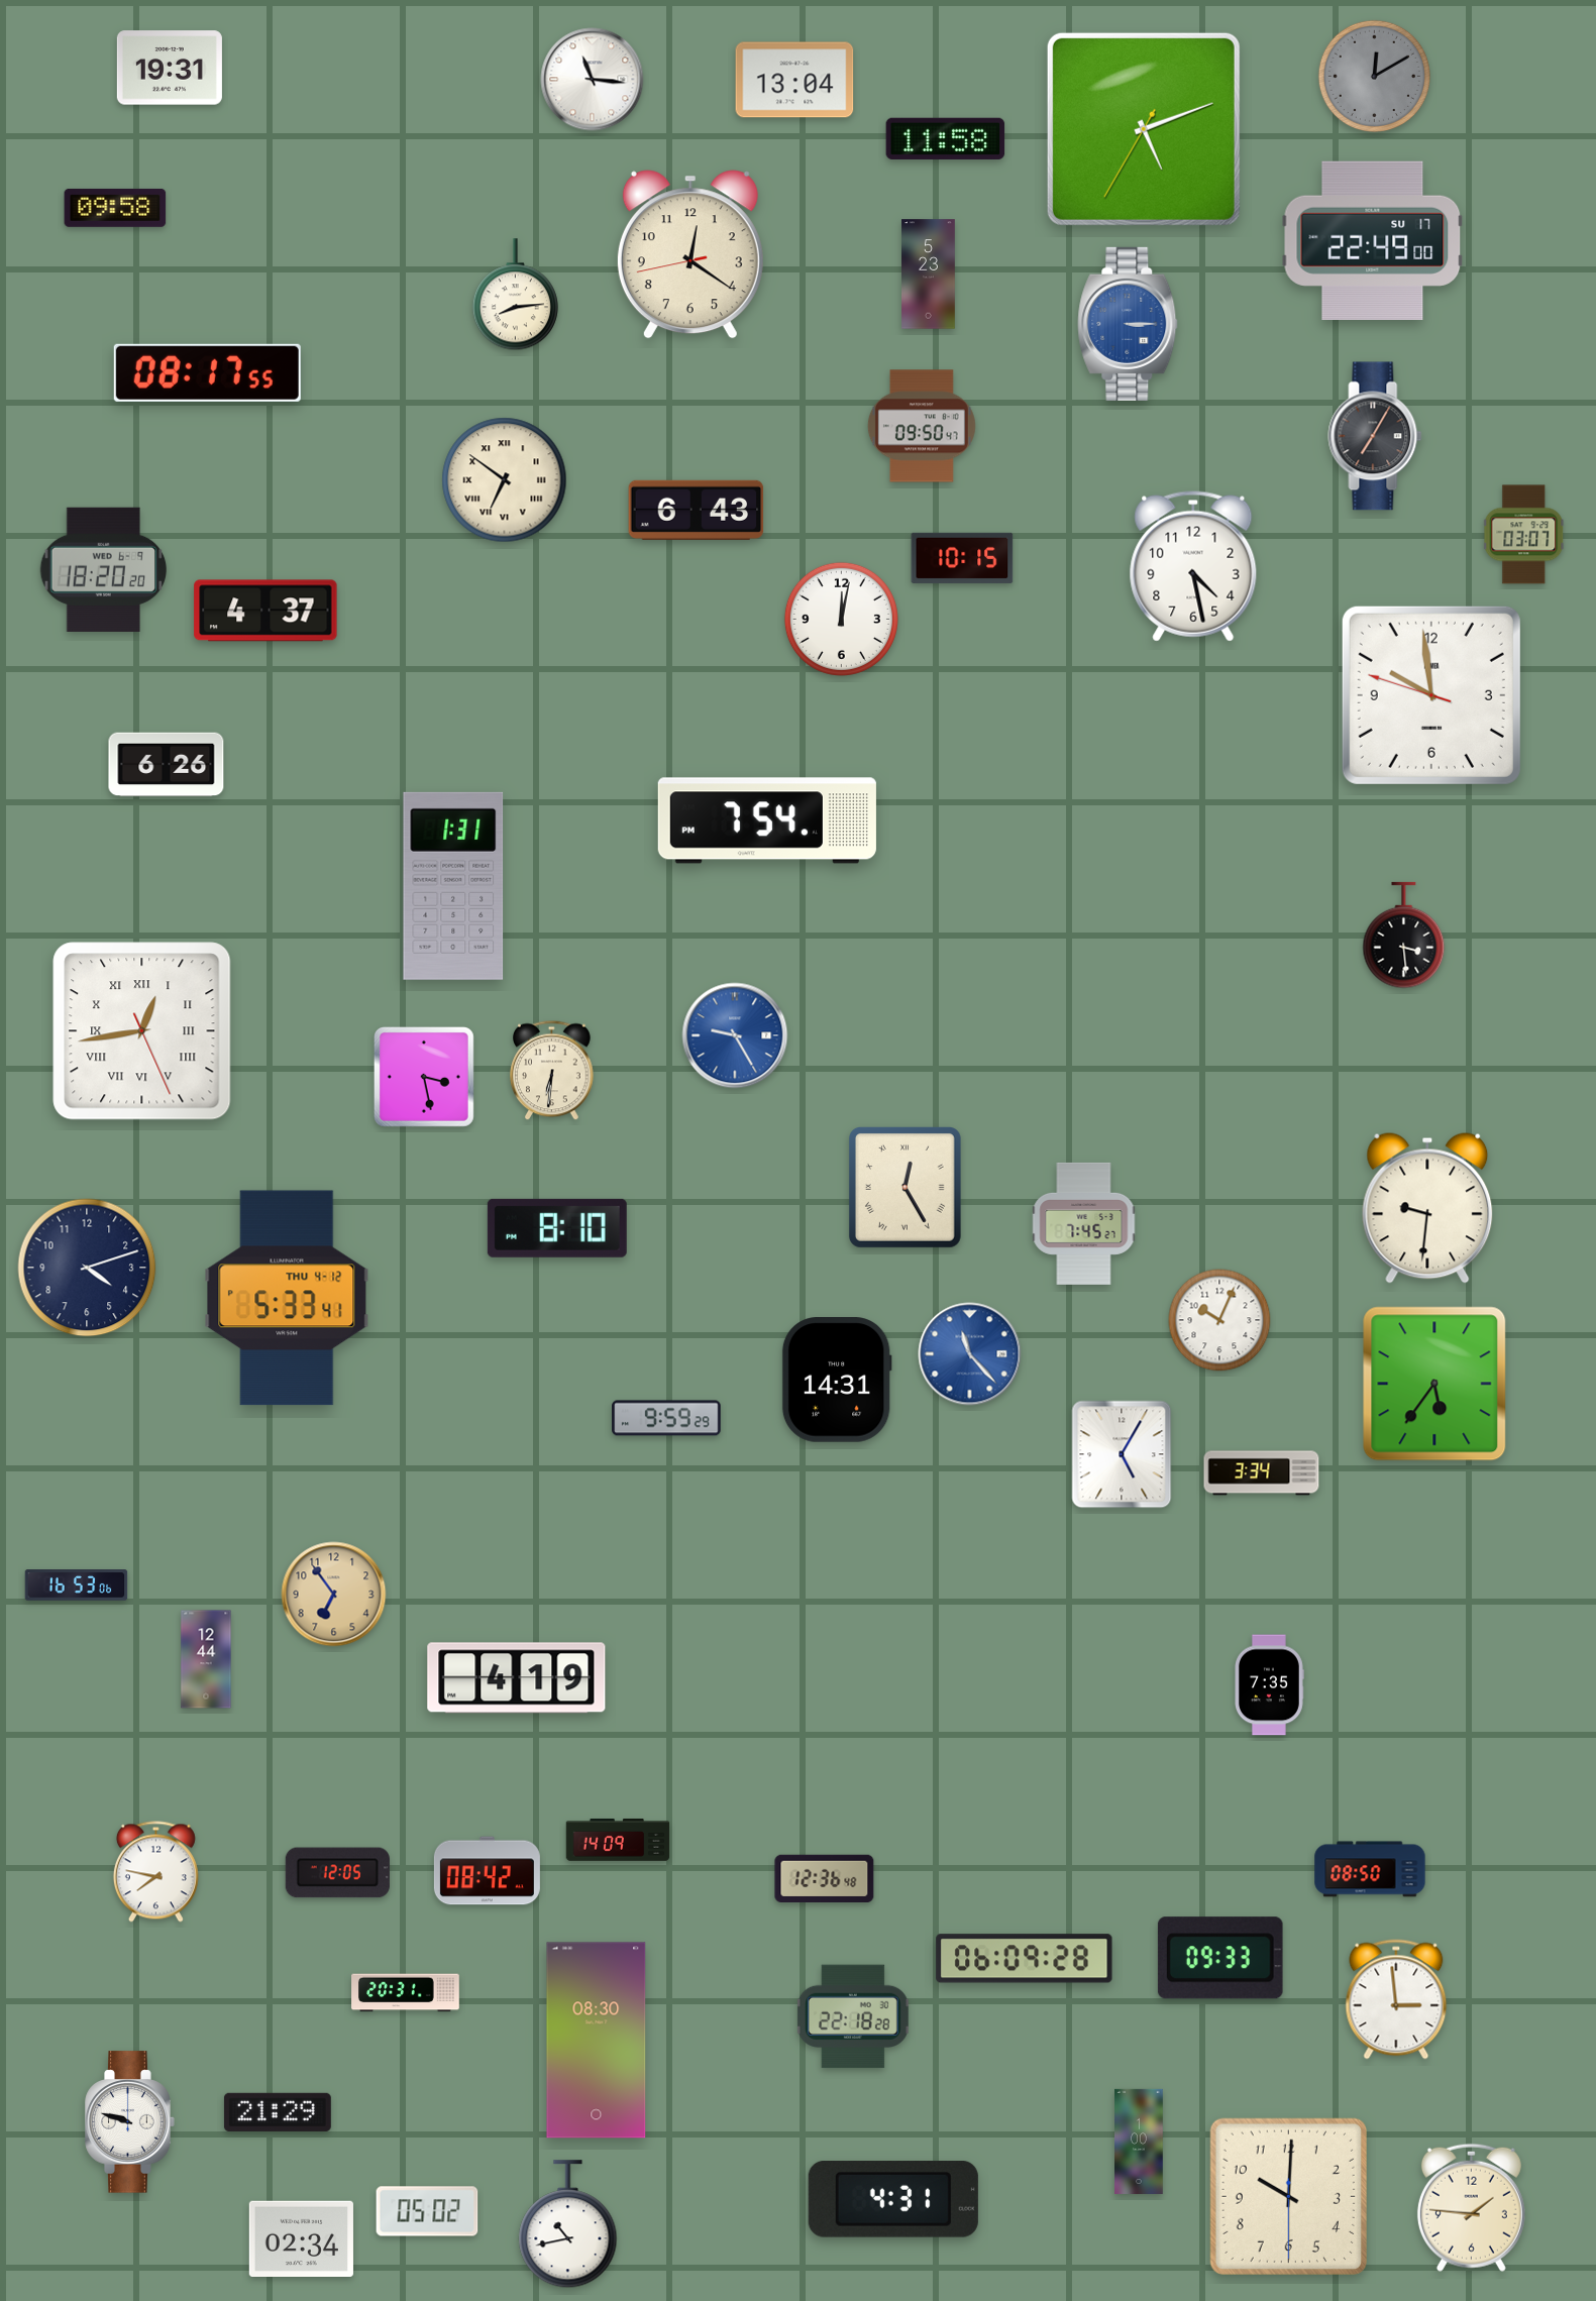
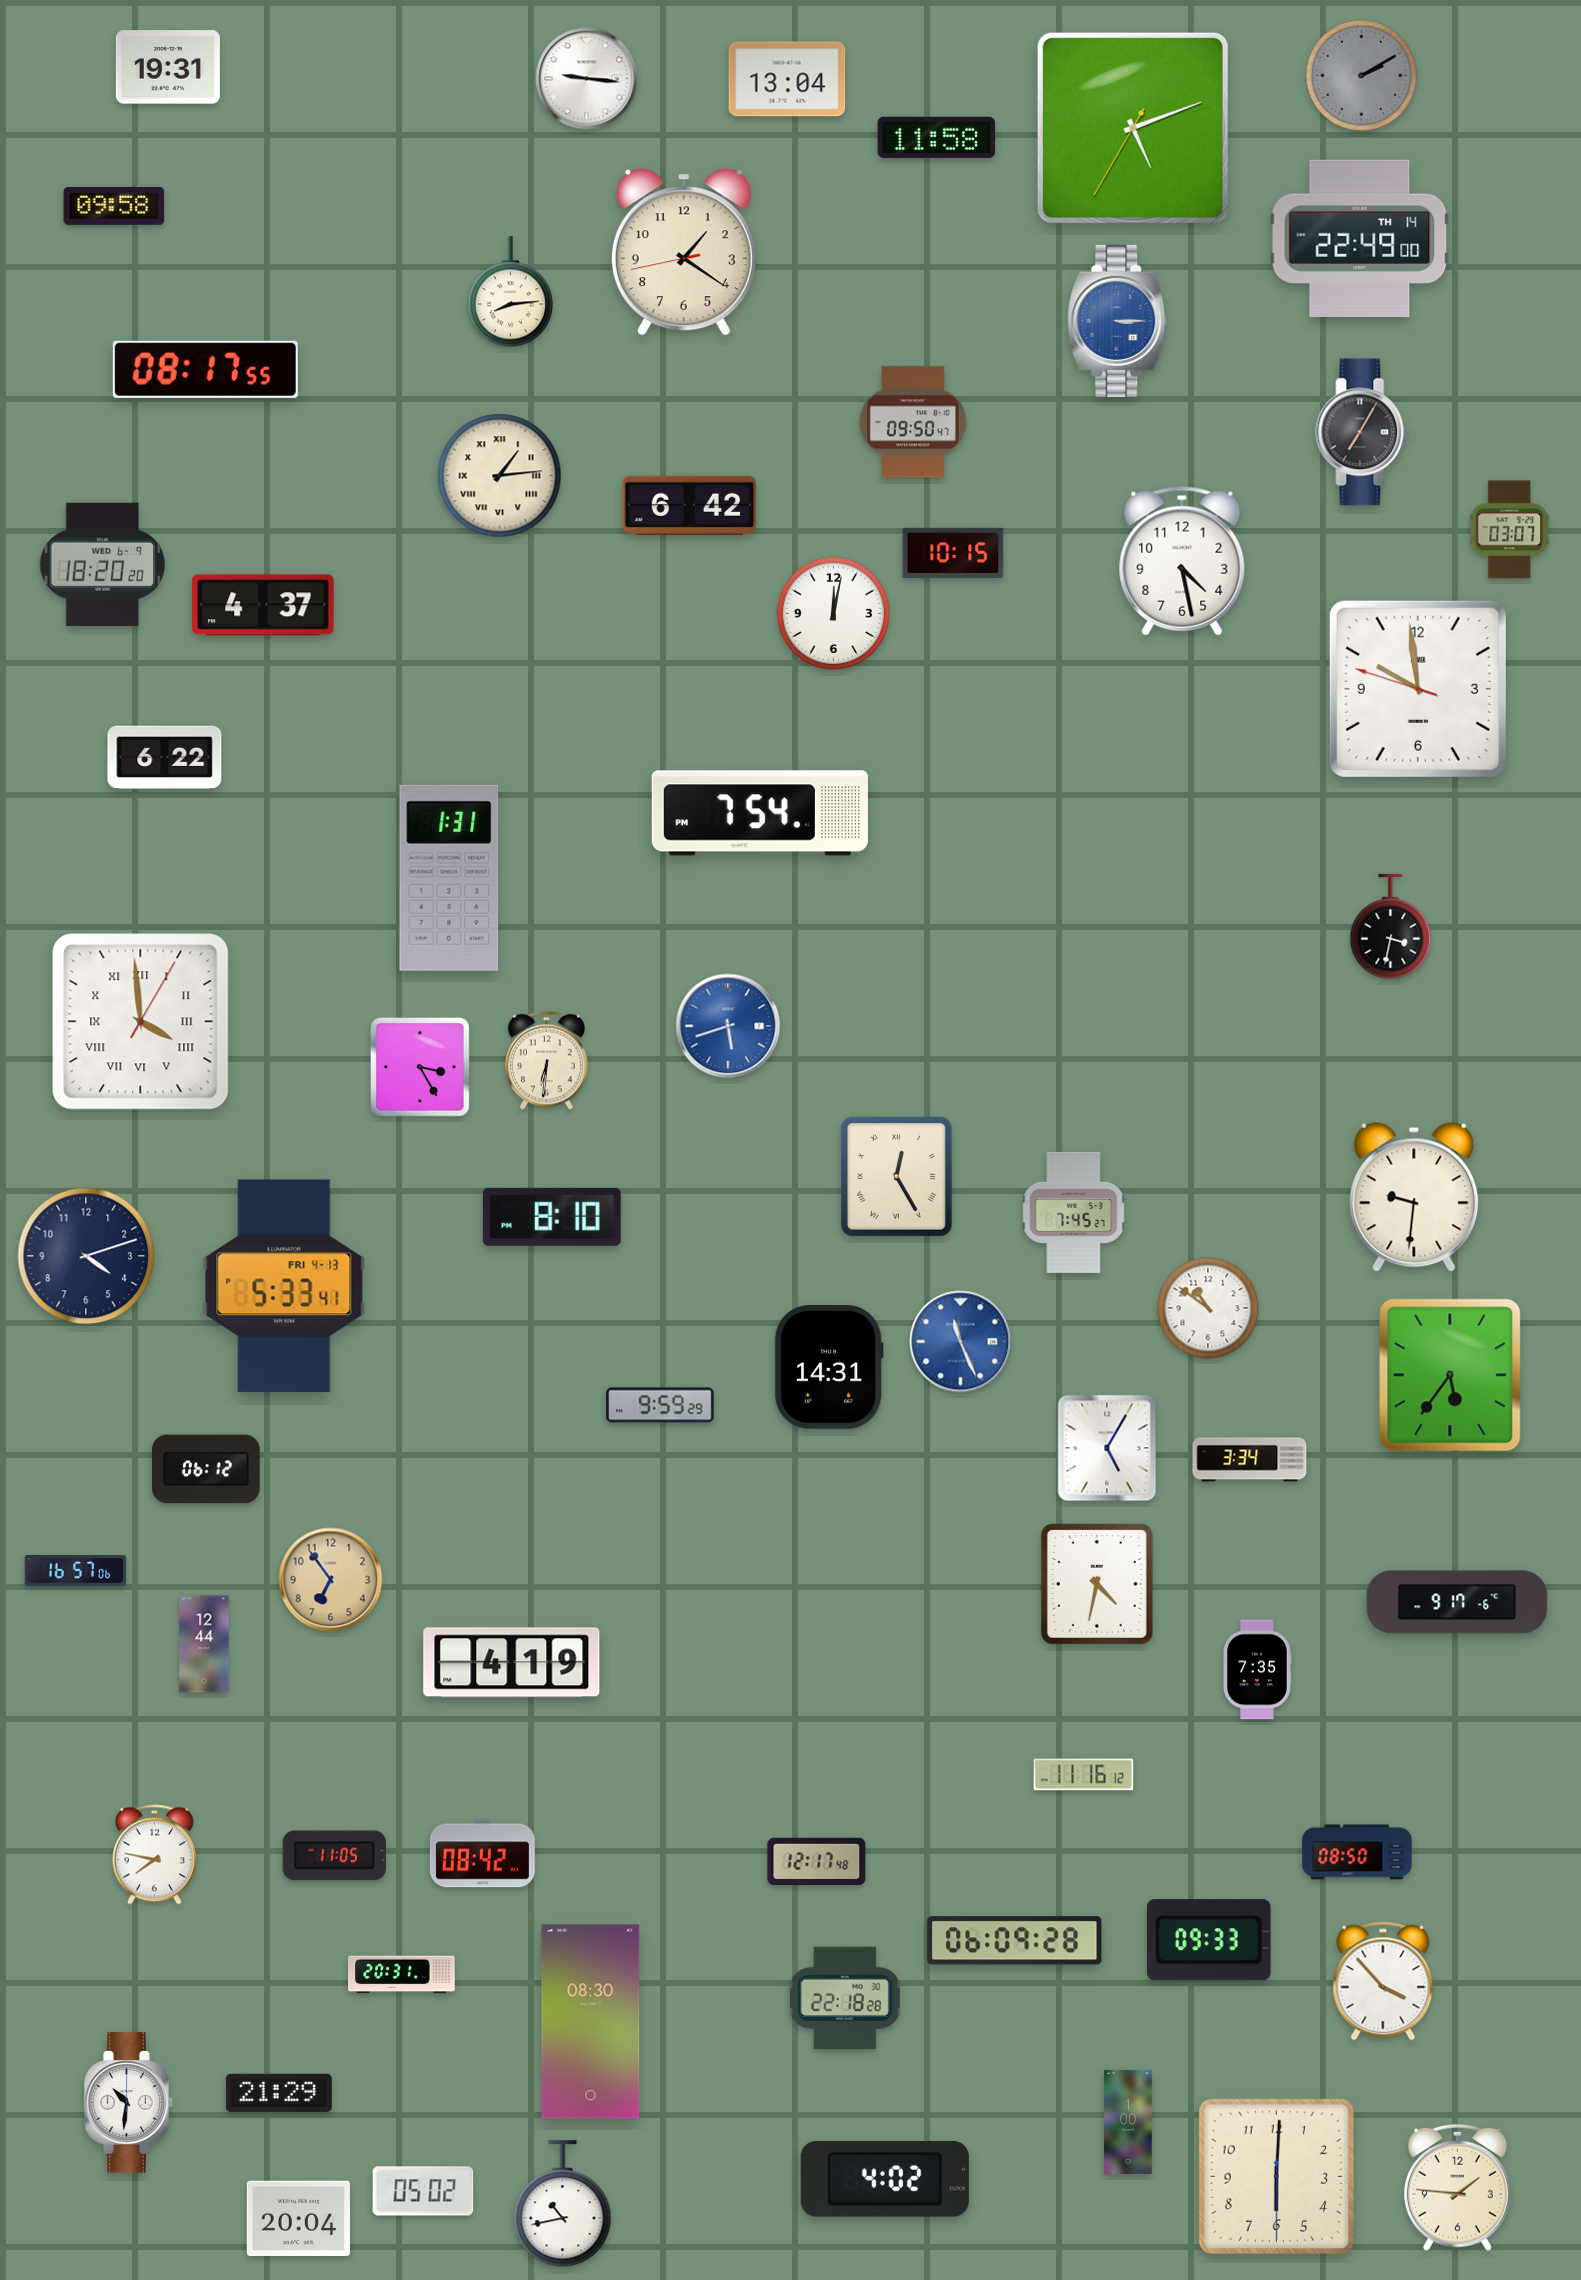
clock at (1374, 76): 12:10 -> 2:10
clock at (593, 80): 11:16 -> 9:16
clock at (1373, 240) date: SU 17 -> TH 14
clock at (690, 254): 12:20 -> 1:20
clock at (929, 275): 5:23 -> none
clock at (505, 480): 6:51 -> 1:14
clock at (697, 510): 6:43 -> 6:42
clock at (167, 765): 6:26 -> 6:22
clock at (1404, 936): 3:29 -> 3:32
clock at (142, 1031): 12:43 -> 3:59
clock at (735, 1035): 9:25 -> 5:42
clock at (424, 1077): 3:28 -> 3:25
clock at (287, 1298) date: THU 4-12 -> FRI 4-13
clock at (1219, 1320): 10:04 -> 10:51
clock at (970, 1354): 11:23 -> 11:26
clock at (1434, 1384) position: (1434, 1384) -> (1450, 1375)
clock at (1122, 1454) position: (1122, 1454) -> (1107, 1448)
clock at (206, 1469): none -> 06:12
clock at (77, 1585): 16:53 -> 16:57
clock at (1097, 1584): none -> 4:32
clock at (1457, 1602): none -> 9:17
clock at (1084, 1775): none -> 11:16
clock at (618, 1840): 14:09 -> none
clock at (337, 1873): 12:05 -> 11:05
clock at (825, 1878): 12:36 -> 12:17
clock at (1396, 1999): 2:59 -> 3:53
clock at (278, 2112) position: (278, 2112) -> (279, 2093)
clock at (130, 2122): 9:48 -> 10:31
clock at (1288, 2196): 10:00 -> 6:00
clock at (893, 2200): 4:31 -> 4:02
clock at (301, 2239): 02:34 -> 20:04
